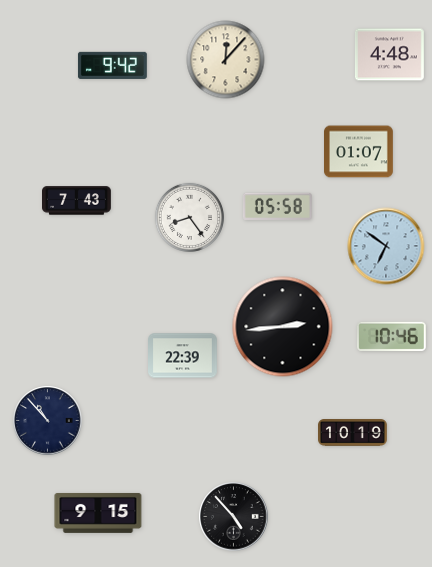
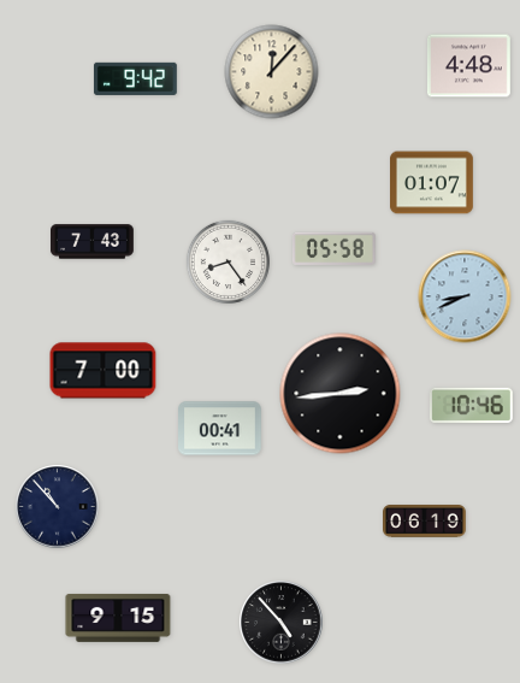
clock at (386, 246): 6:51 -> 8:41
clock at (104, 371): none -> 7:00
clock at (183, 356): 22:39 -> 00:41
clock at (353, 433): 10:19 -> 06:19
